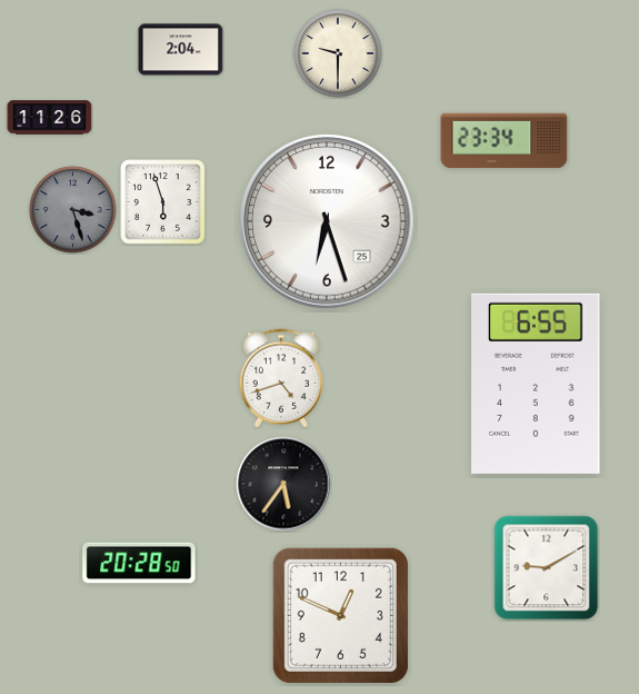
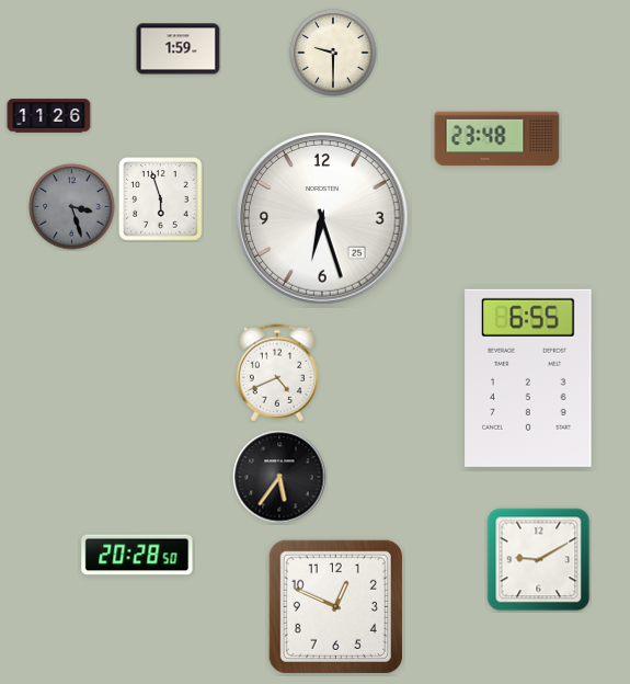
clock at (181, 50): 2:04 -> 1:59
clock at (505, 141): 23:34 -> 23:48
clock at (281, 378): 4:42 -> 4:41
